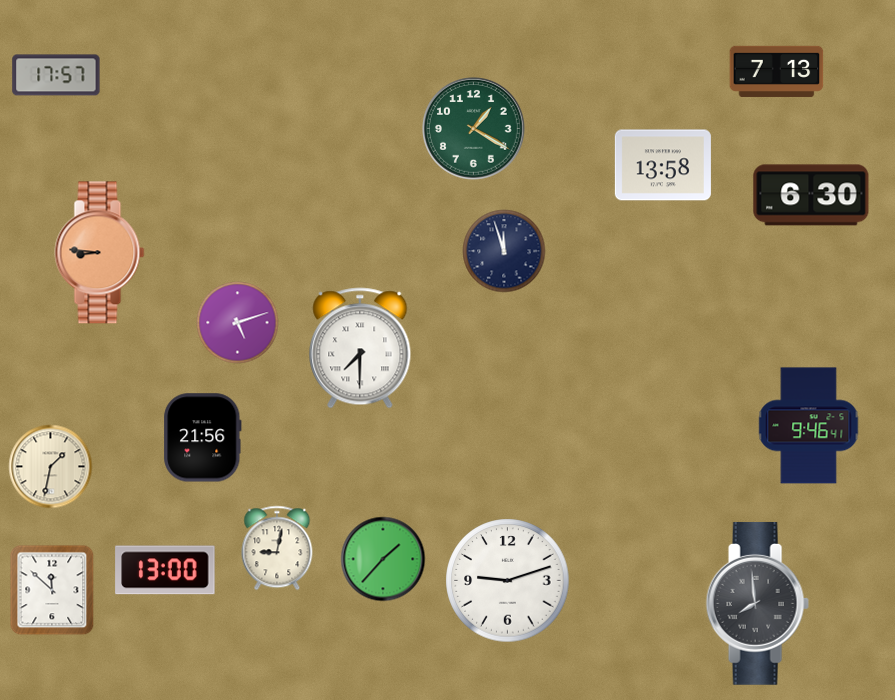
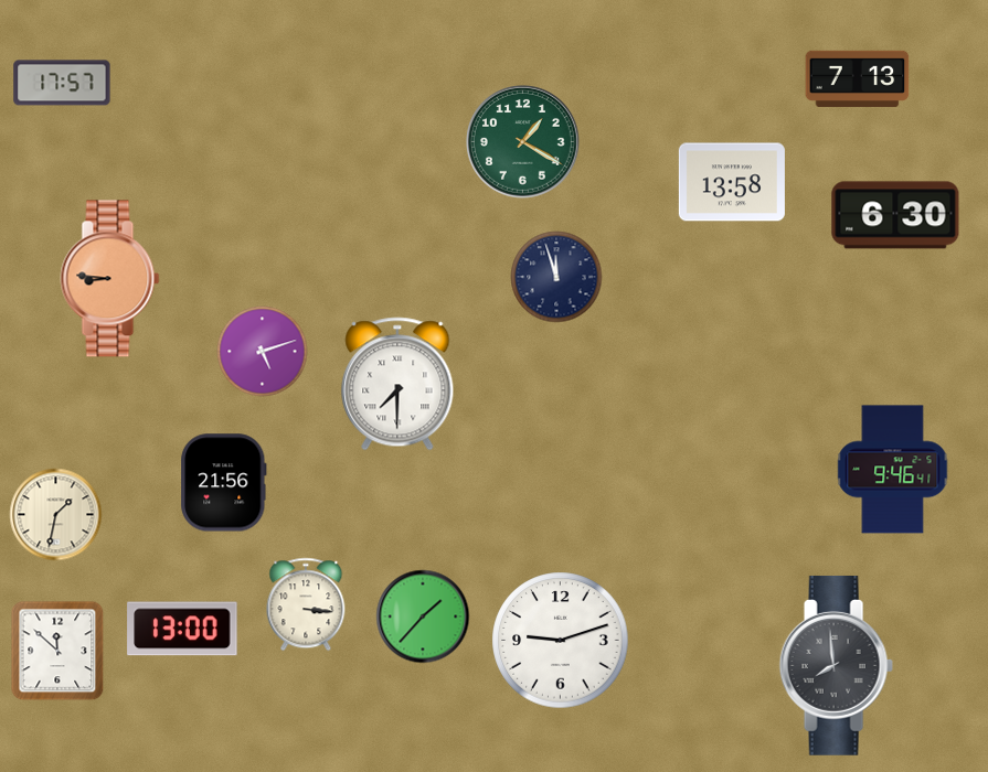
clock at (238, 323) position: (238, 323) -> (263, 352)
clock at (277, 548): 9:02 -> 3:16
